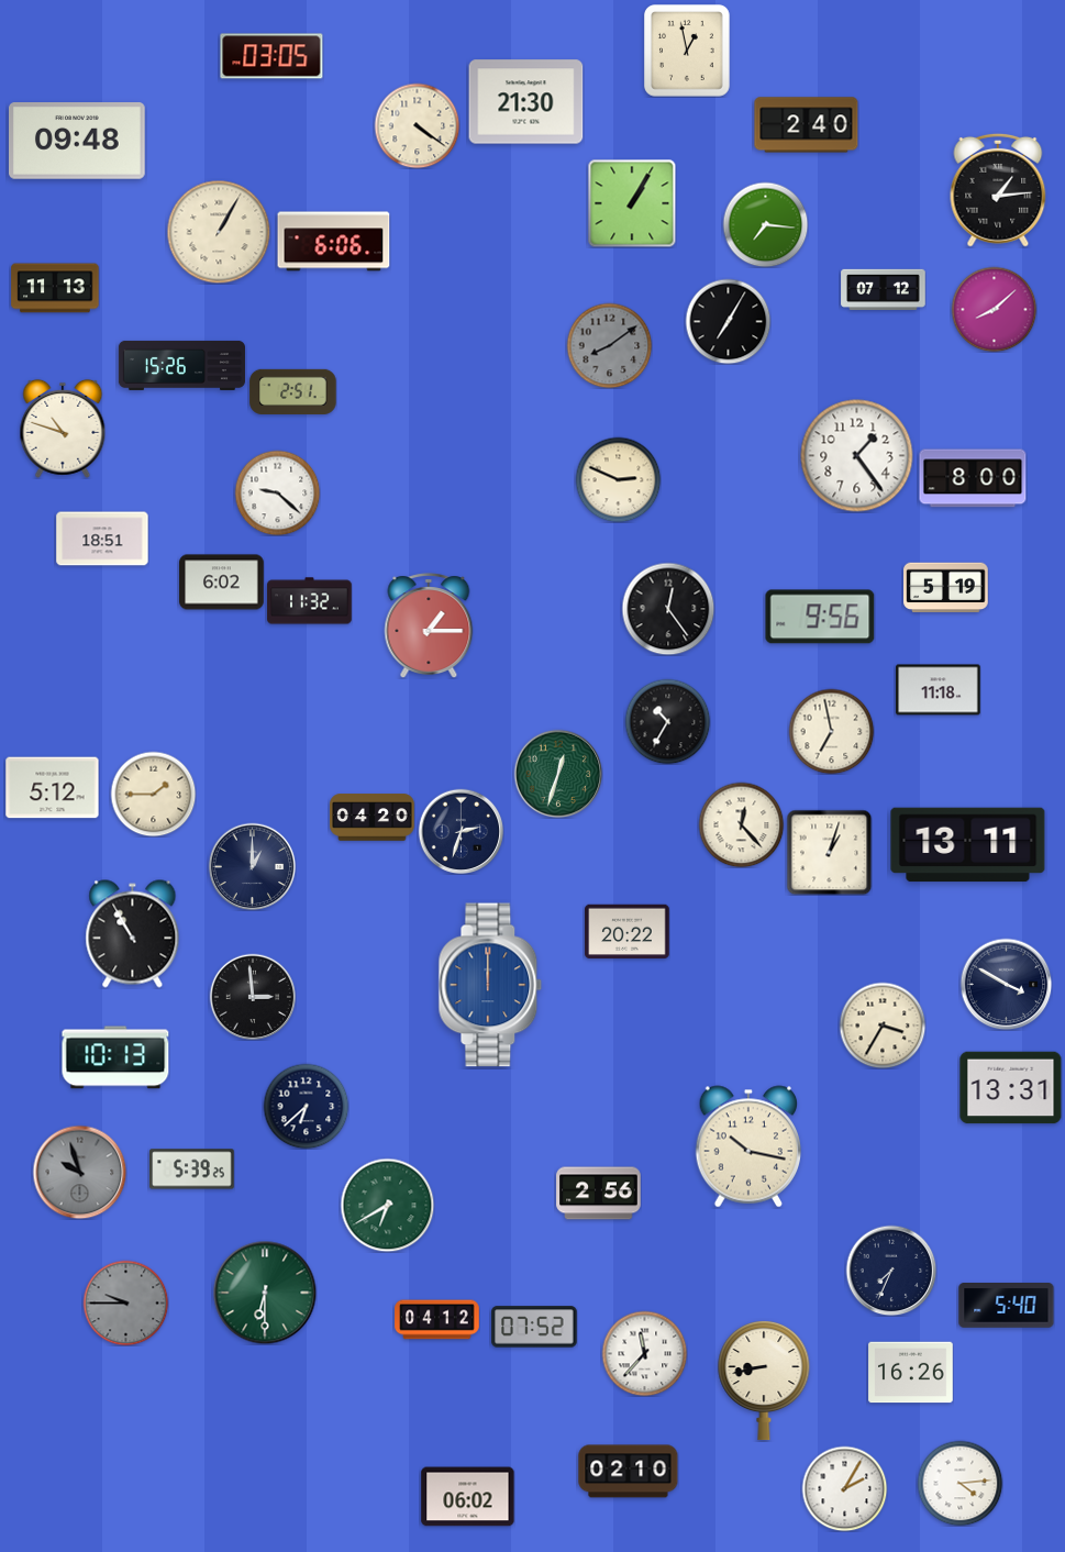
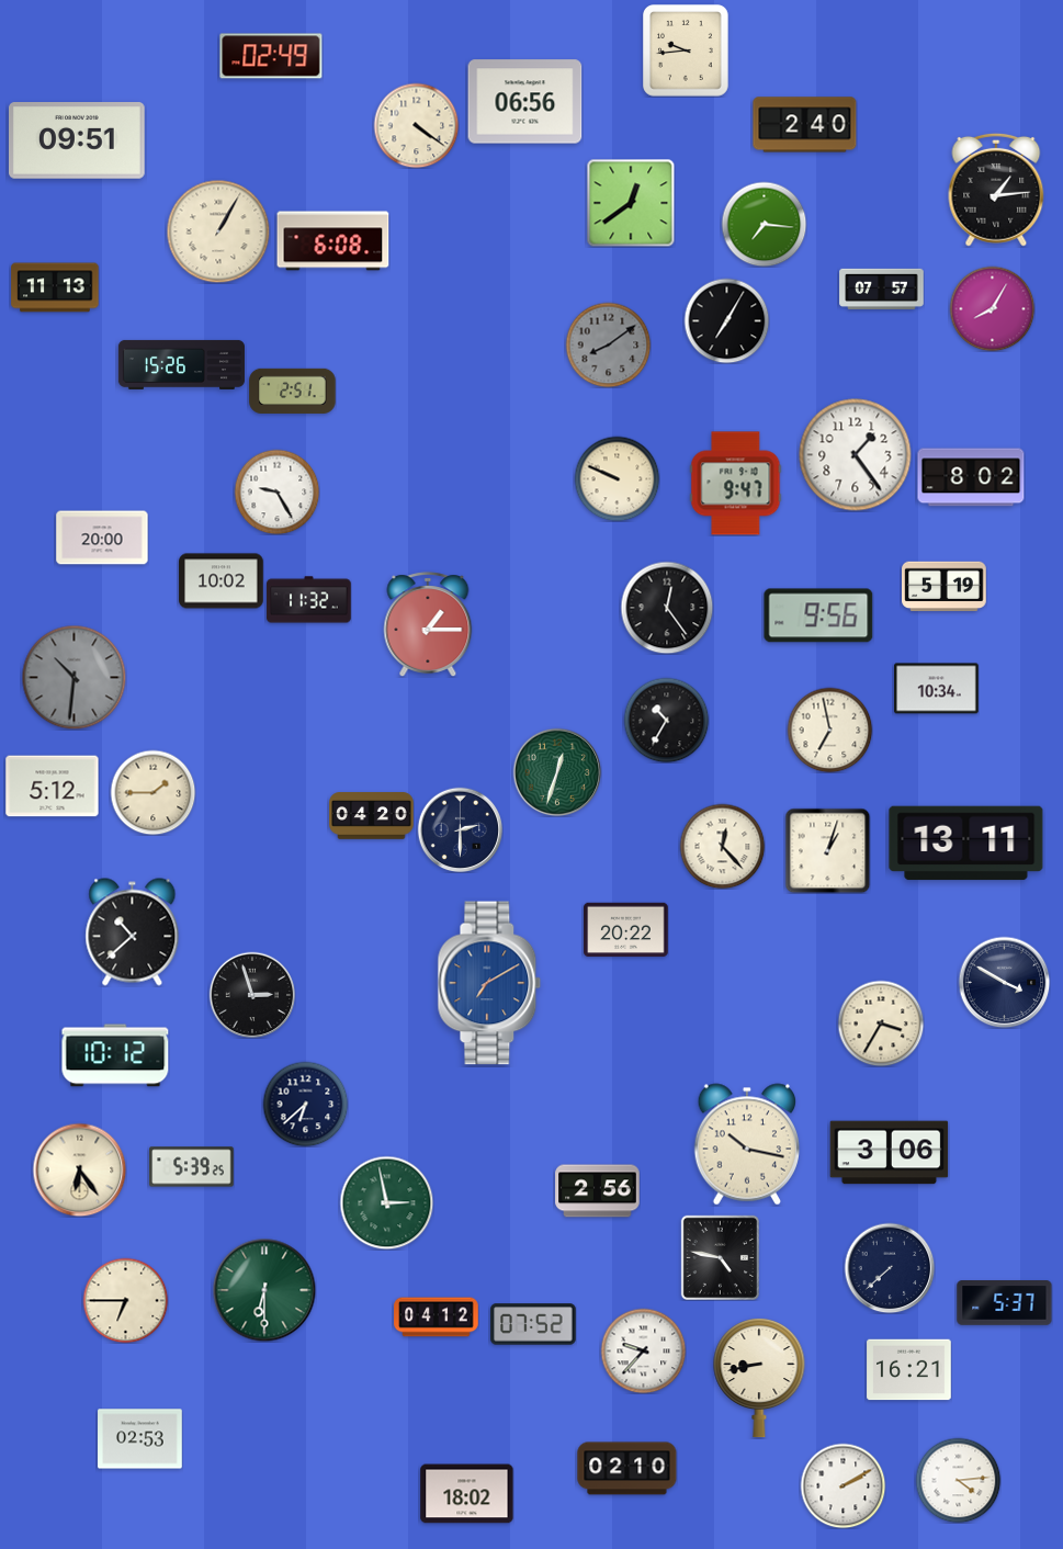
clock at (688, 51): 12:58 -> 9:44
clock at (271, 56): 03:05 -> 02:49
clock at (526, 102): 21:30 -> 06:56
clock at (78, 142): 09:48 -> 09:51
clock at (632, 203): 1:05 -> 12:39
clock at (334, 242): 6:06 -> 6:08
clock at (884, 289): 07:12 -> 07:57
clock at (994, 309): 8:08 -> 8:05
clock at (63, 429): 10:48 -> none
clock at (973, 478): 8:00 -> 8:02
clock at (618, 479): 2:49 -> 9:49
clock at (736, 484): none -> 9:47
clock at (277, 492): 9:22 -> 9:25
clock at (102, 539): 18:51 -> 20:00
clock at (222, 583): 6:02 -> 10:02
clock at (73, 677): none -> 10:31
clock at (939, 690): 11:18 -> 10:34
clock at (741, 824) position: (741, 824) -> (722, 846)
clock at (461, 831): 2:33 -> 2:30
clock at (252, 866): 1:00 -> none
clock at (133, 934): 10:55 -> 10:38
clock at (490, 985): 12:00 -> 7:10
clock at (253, 997): 2:59 -> 2:57
clock at (115, 1057): 10:13 -> 10:12
clock at (1011, 1088): 13:31 -> none
clock at (890, 1153): none -> 3:06
clock at (79, 1172): 9:57 -> 6:24
clock at (79, 1172) dial: grey -> cream
clock at (387, 1205): 6:40 -> 2:58
clock at (720, 1257): none -> 4:47
clock at (891, 1271): 7:34 -> 7:38
clock at (125, 1302): 9:45 -> 6:45
clock at (125, 1302) dial: grey -> cream
clock at (1007, 1306): 5:40 -> 5:37
clock at (644, 1353): 11:37 -> 9:37
clock at (911, 1373): 16:26 -> 16:21
clock at (764, 1381) position: (764, 1381) -> (759, 1378)
clock at (140, 1439): none -> 02:53
clock at (844, 1488): 2:05 -> 2:10
clock at (468, 1497): 06:02 -> 18:02
